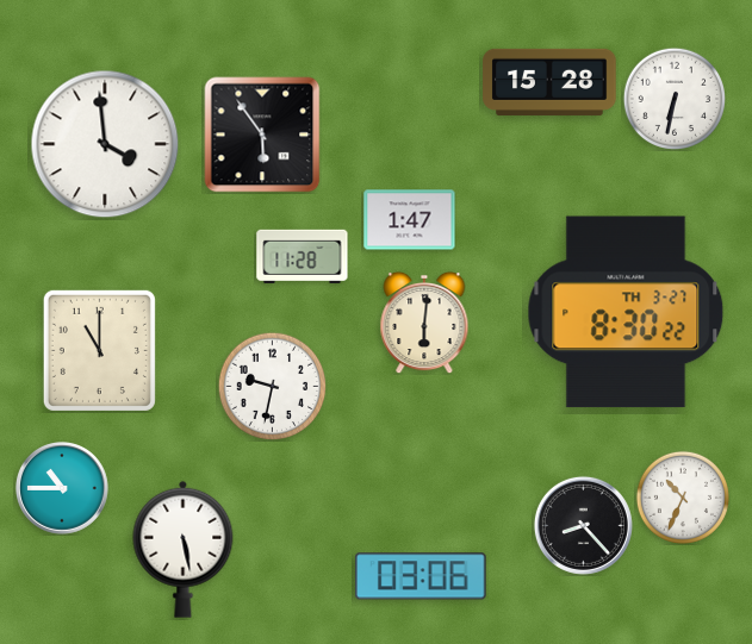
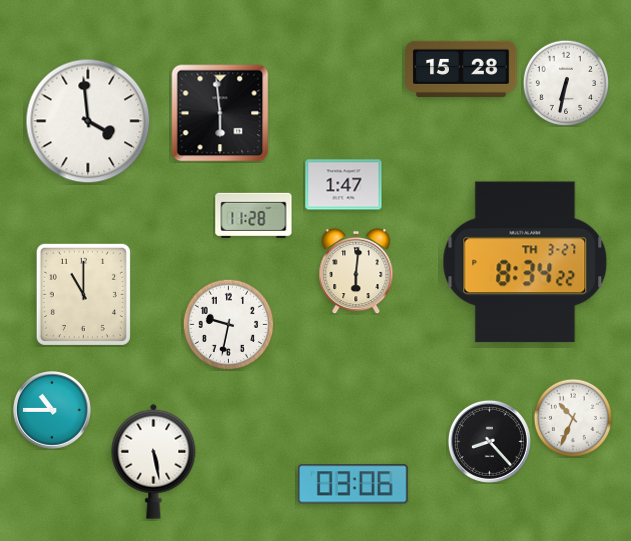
clock at (262, 135): 5:54 -> 5:59
clock at (626, 312): 8:30 -> 8:34
